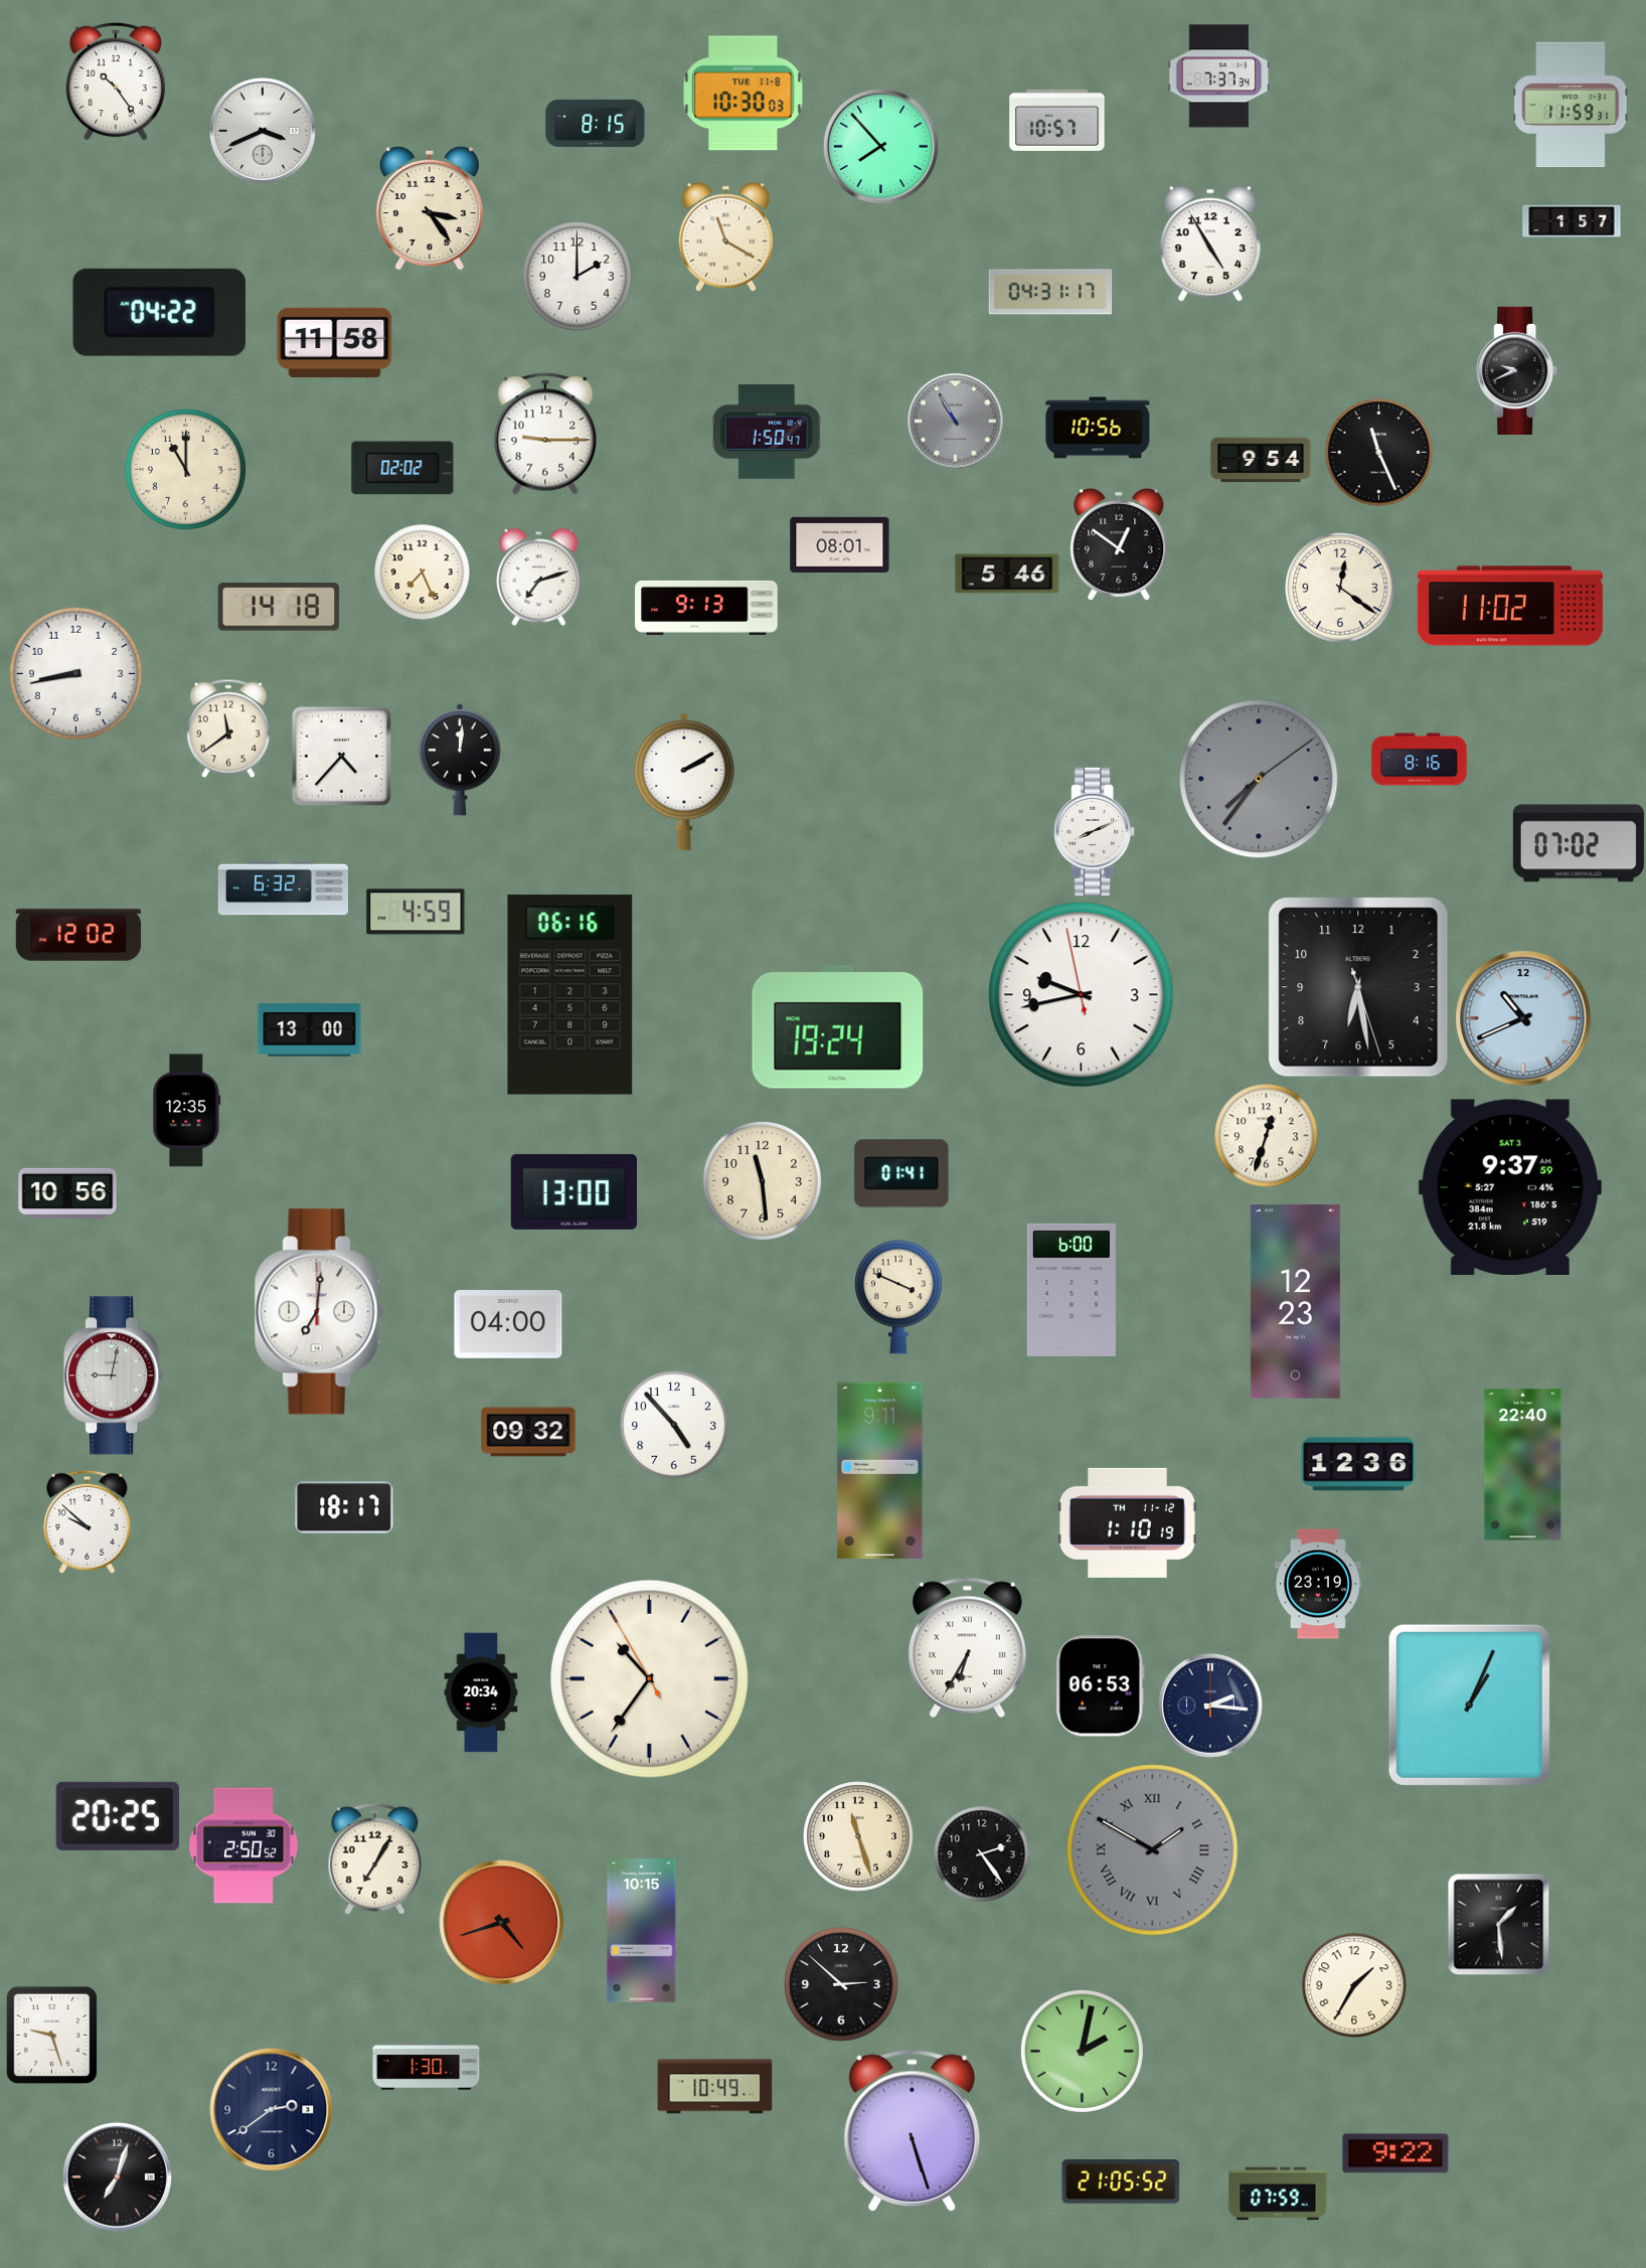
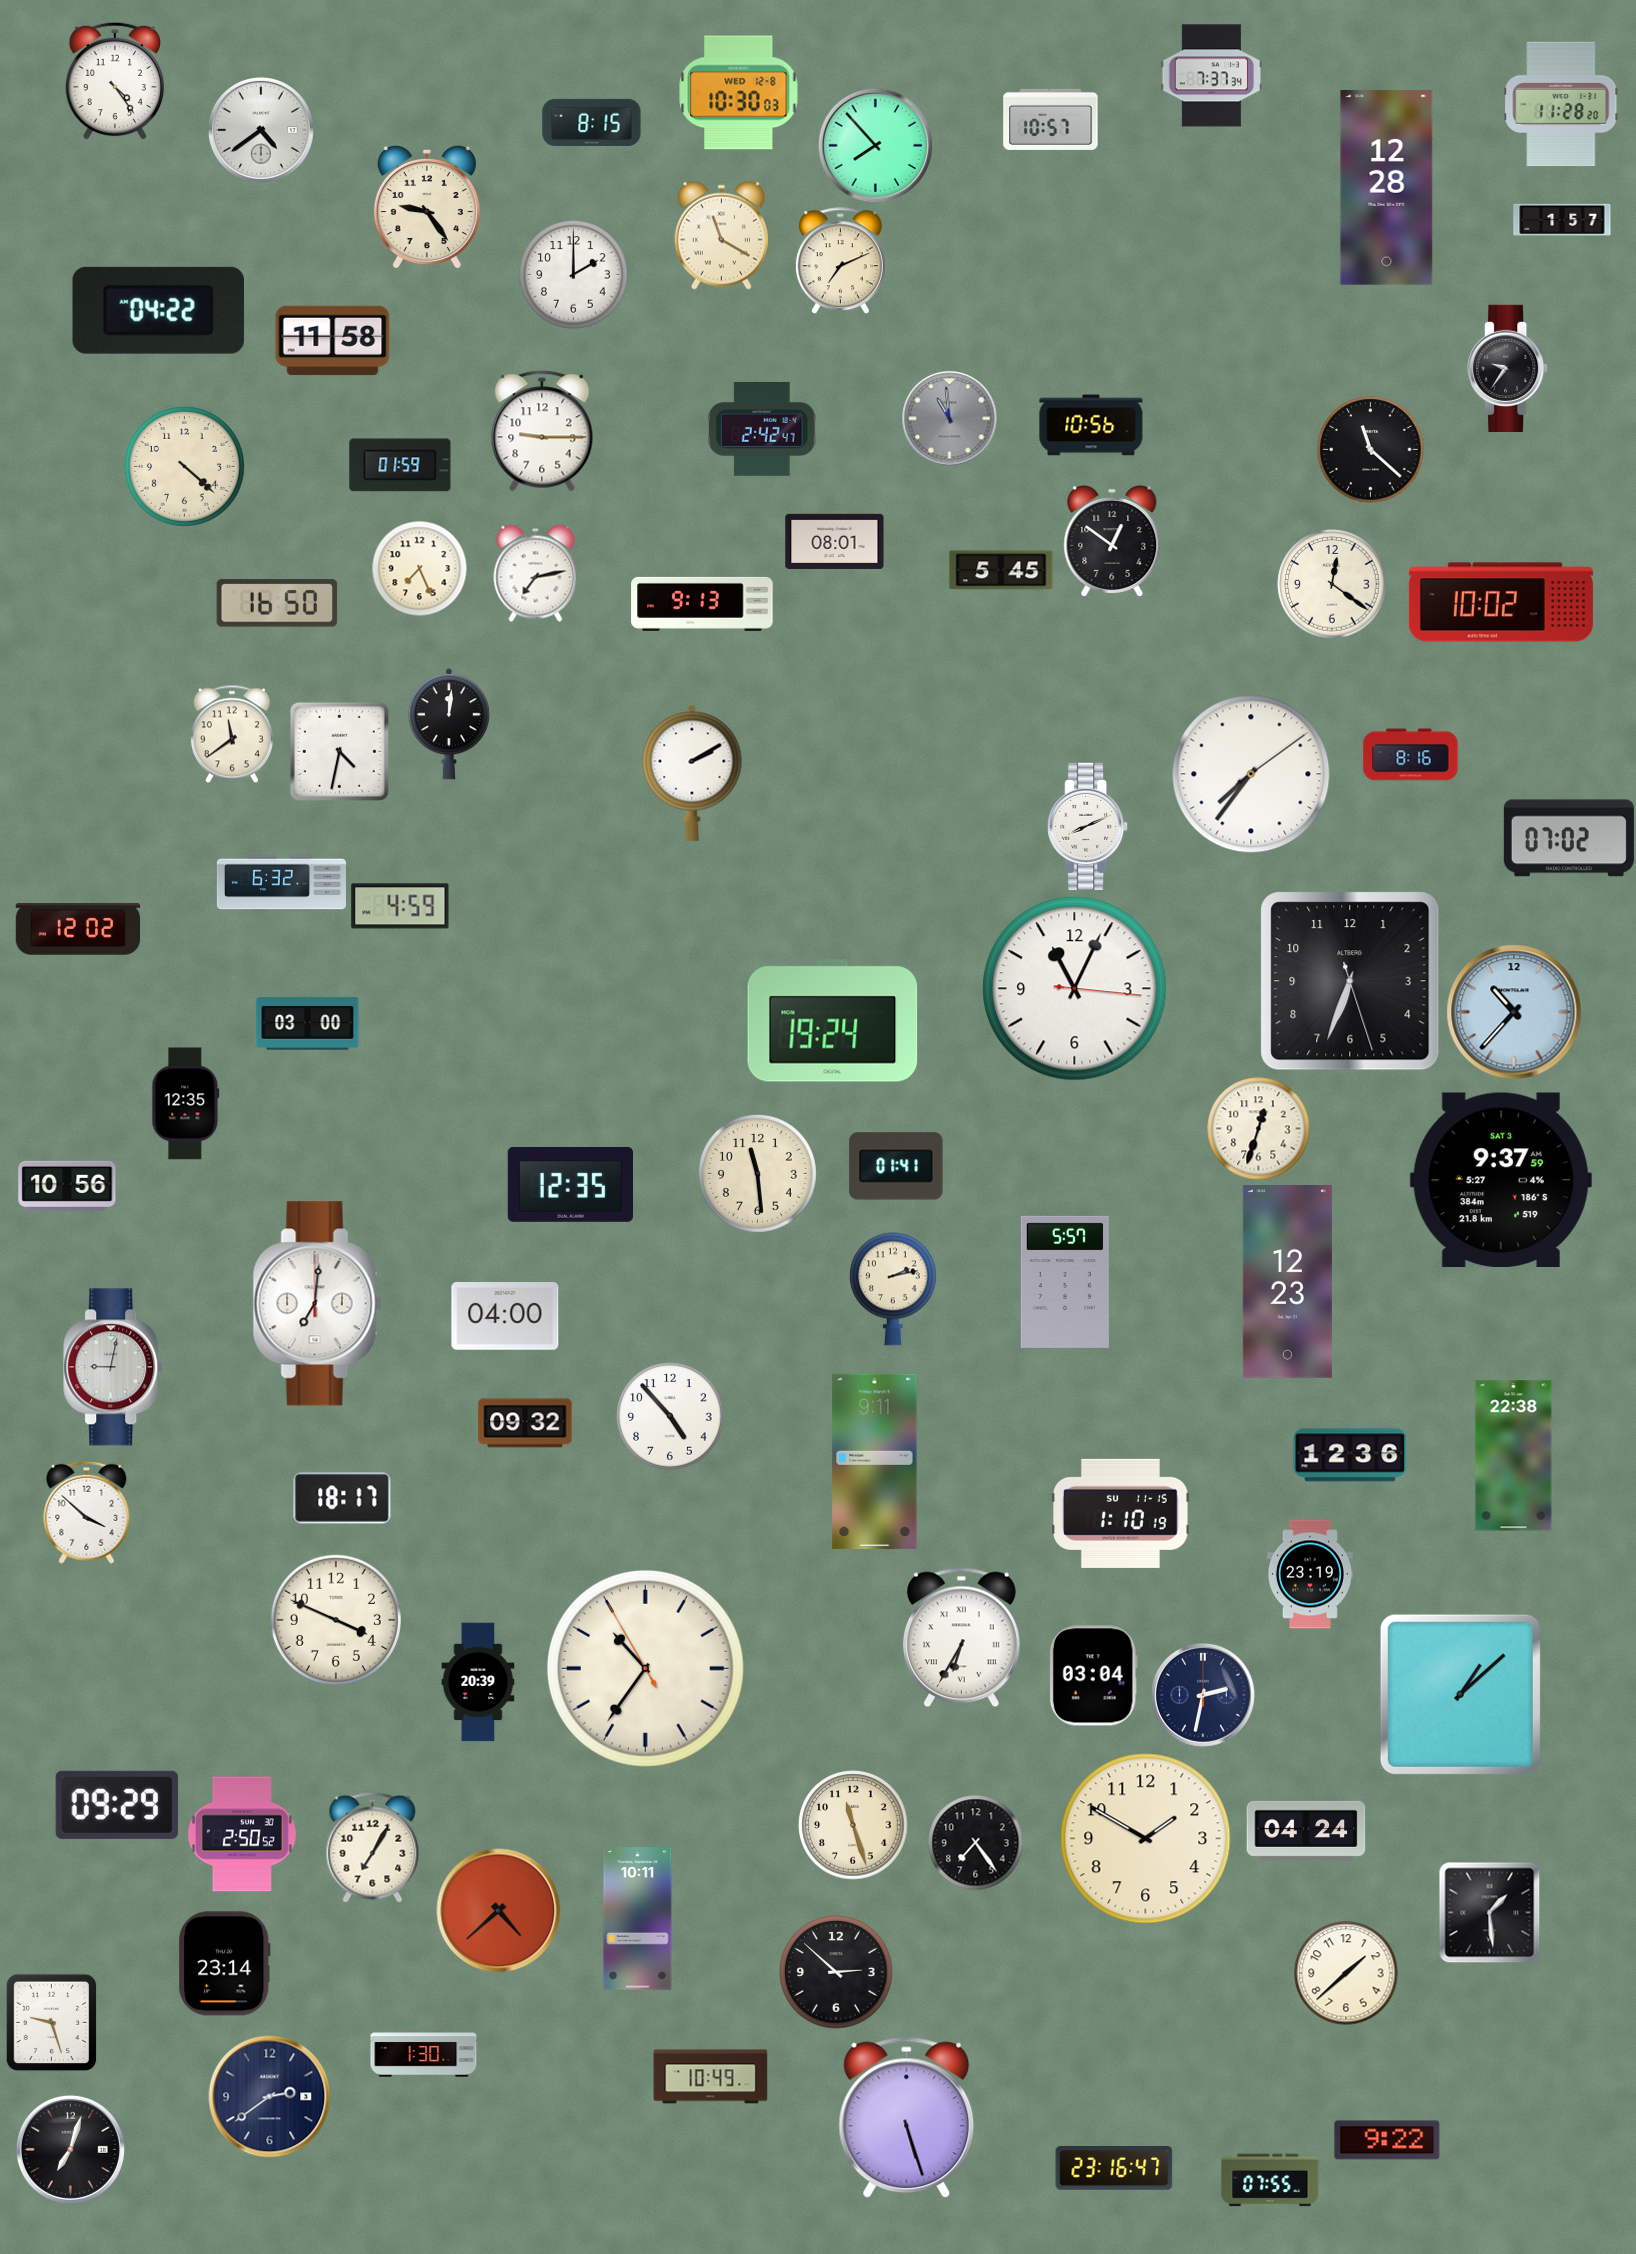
clock at (115, 82): 10:24 -> 4:24
clock at (744, 94) date: TUE 11-8 -> WED 12-8
clock at (1571, 105): 11:59 -> 11:28
clock at (263, 131): 3:41 -> 4:39
clock at (1387, 188): none -> 12:28
clock at (430, 208): 3:24 -> 9:24
clock at (1210, 244): 4:55 -> none
clock at (840, 261): none -> 7:11
clock at (1050, 292): 04:31 -> none
clock at (1517, 370): 9:41 -> 9:36
clock at (955, 421): 10:55 -> 10:59
clock at (768, 432): 1:50 -> 2:42
clock at (1379, 453): 11:26 -> 11:22
clock at (1261, 460): 9:54 -> none
clock at (402, 468): 02:02 -> 01:59
clock at (185, 469): 11:00 -> 4:22
clock at (1007, 574): 5:46 -> 5:45
clock at (539, 577): 7:12 -> 7:13
clock at (1510, 606): 11:02 -> 10:02
clock at (279, 607): 14:18 -> 16:50
clock at (75, 673): 8:43 -> none
clock at (228, 728) position: (228, 728) -> (232, 734)
clock at (341, 756): 4:37 -> 4:32
clock at (460, 760) position: (460, 760) -> (449, 724)
clock at (1259, 779) dial: grey -> white
clock at (684, 782) position: (684, 782) -> (692, 773)
clock at (416, 912) position: (416, 912) -> (400, 906)
clock at (1358, 987): 6:28 -> 6:33
clock at (570, 995): 06:16 -> none
clock at (1082, 995): 9:42 -> 11:04
clock at (1523, 1018): 10:41 -> 10:37
clock at (310, 1030): 13:00 -> 03:00
clock at (573, 1191): 13:00 -> 12:35
clock at (1072, 1290): 6:00 -> 5:57
clock at (898, 1297): 3:49 -> 2:13
clock at (1295, 1302) position: (1295, 1302) -> (1287, 1282)
clock at (1523, 1465): 22:40 -> 22:38
clock at (88, 1521): 9:52 -> 3:52
clock at (1128, 1522) date: TH 11-12 -> SU 11-15
clock at (336, 1620): none -> 3:49
clock at (1100, 1686): 06:53 -> 03:04
clock at (481, 1692): 20:34 -> 20:39
clock at (1469, 1705): 1:04 -> 1:08
clock at (1210, 1706): 2:16 -> 2:32
clock at (117, 1816): 20:25 -> 09:29
clock at (1306, 1831): none -> 04:24
clock at (1153, 1850) dial: grey -> cream
clock at (1153, 1850) numerals: Roman -> Arabic
clock at (981, 1853): 2:24 -> 7:24
clock at (502, 1923): 4:42 -> 4:38
clock at (642, 1931): 10:15 -> 10:11
clock at (225, 1964): none -> 23:14
clock at (1354, 1985): 1:35 -> 1:38
clock at (1082, 2051): 2:02 -> none
clock at (715, 2087) position: (715, 2087) -> (711, 2077)
clock at (117, 2176) position: (117, 2176) -> (70, 2149)
clock at (1121, 2182): 21:05 -> 23:16
clock at (1278, 2194): 07:59 -> 07:55
